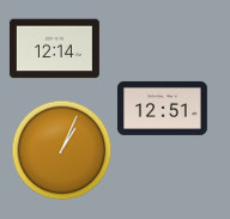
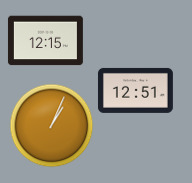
clock at (54, 49): 12:14 -> 12:15
